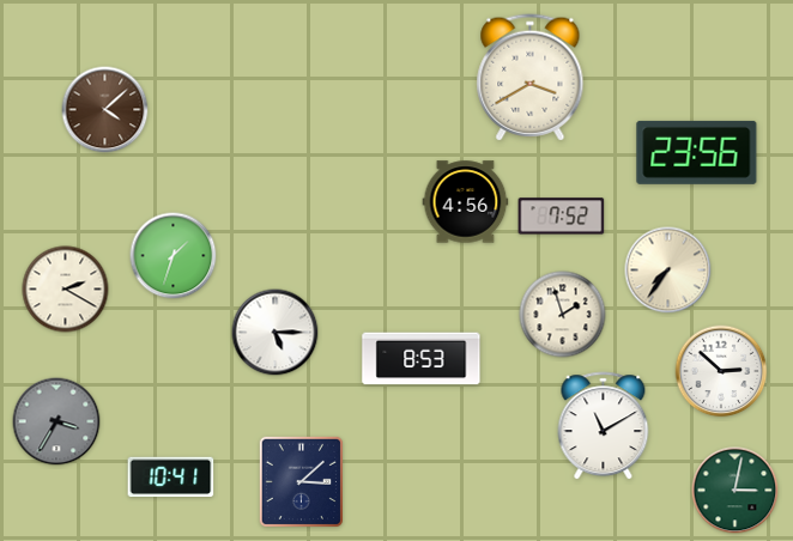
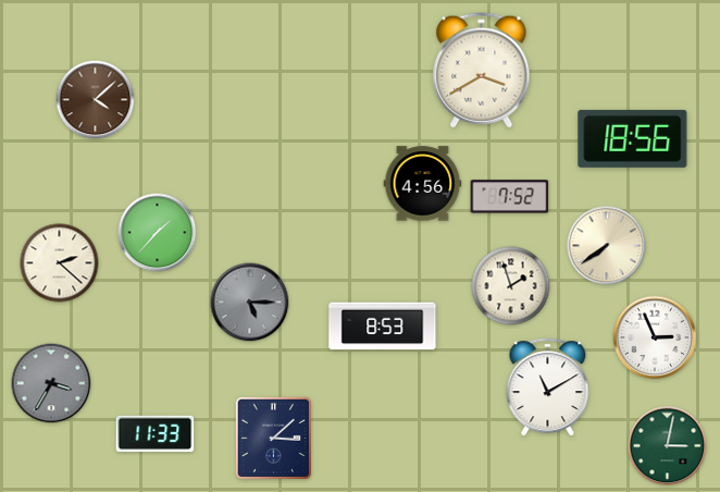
clock at (697, 152): 23:56 -> 18:56
clock at (174, 256): 1:33 -> 1:37
clock at (668, 270): 7:36 -> 7:39
clock at (66, 290): 2:20 -> 2:22
clock at (276, 333) dial: white -> grey
clock at (721, 371): 2:52 -> 2:56
clock at (171, 478): 10:41 -> 11:33
